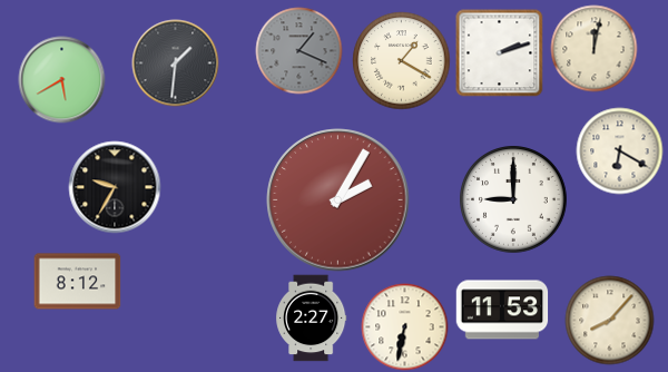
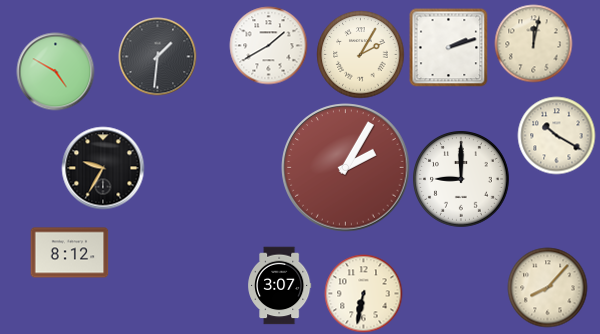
clock at (298, 50): 1:19 -> 1:40
clock at (298, 50) dial: grey -> white
clock at (401, 60): 1:20 -> 2:05
clock at (61, 79): 5:40 -> 4:50
clock at (619, 150): 6:20 -> 10:20
clock at (338, 200) position: (338, 200) -> (346, 168)
clock at (502, 310): 11:53 -> none
clock at (312, 317): 2:27 -> 3:07
